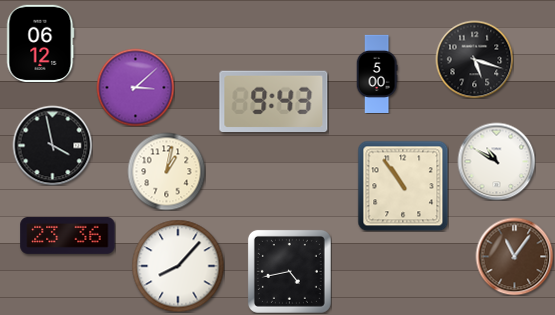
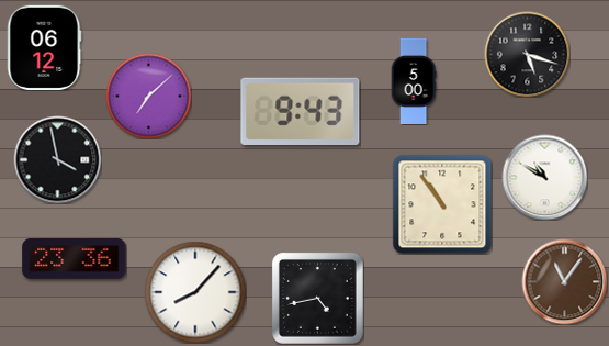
clock at (474, 59) position: (474, 59) -> (527, 54)
clock at (135, 87): 3:08 -> 7:08
clock at (166, 171): 1:02 -> none
